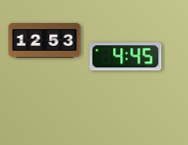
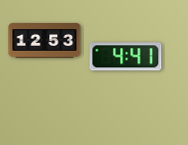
clock at (126, 57): 4:45 -> 4:41
